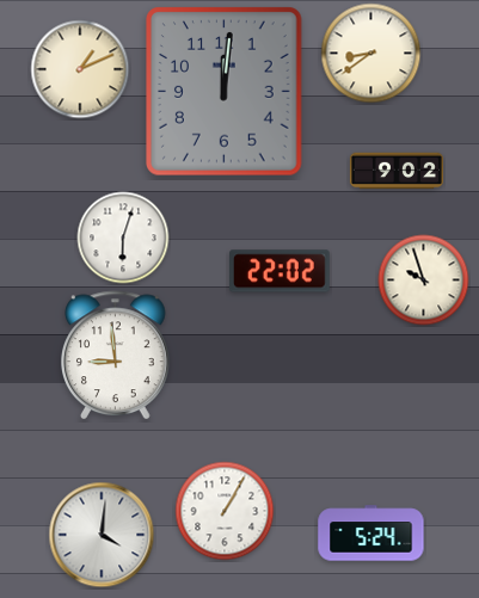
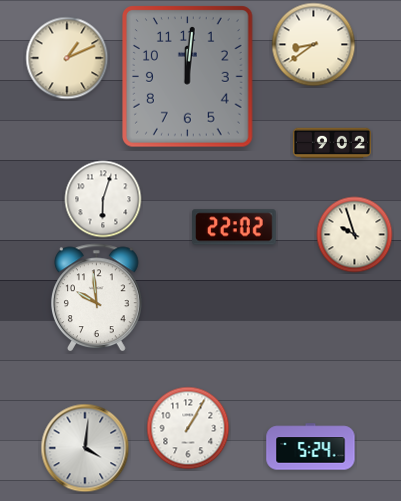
clock at (371, 54) position: (371, 54) -> (314, 45)
clock at (116, 356): 8:59 -> 9:59
